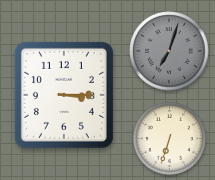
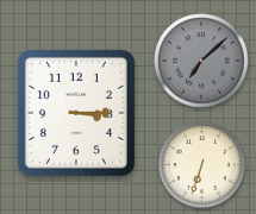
clock at (169, 51): 7:03 -> 7:08
